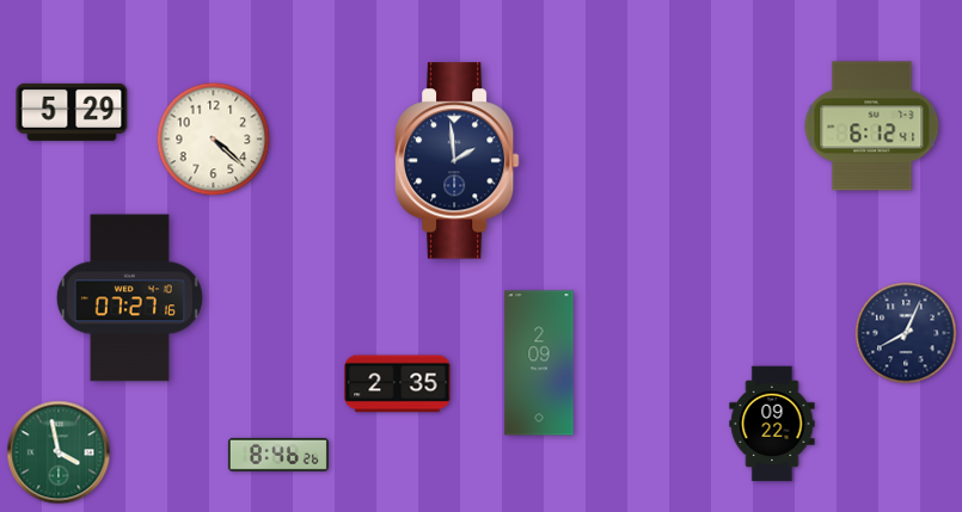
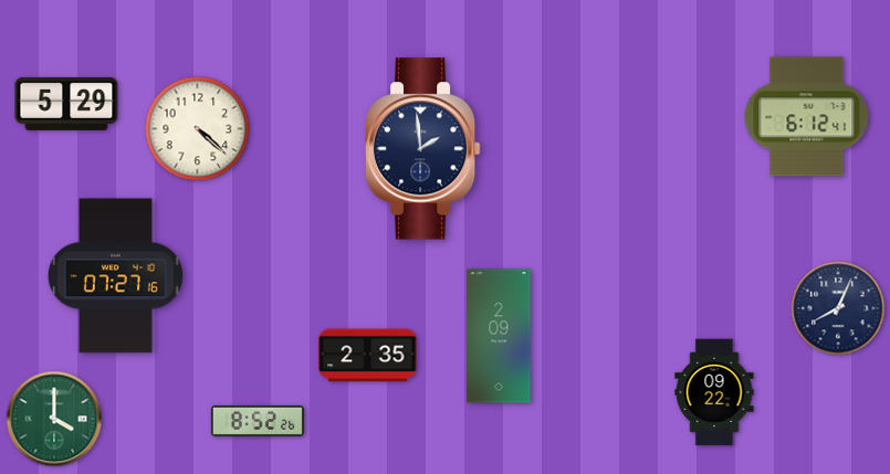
clock at (129, 298) position: (129, 298) -> (115, 276)
clock at (59, 452): 3:58 -> 4:00
clock at (278, 455): 8:46 -> 8:52
